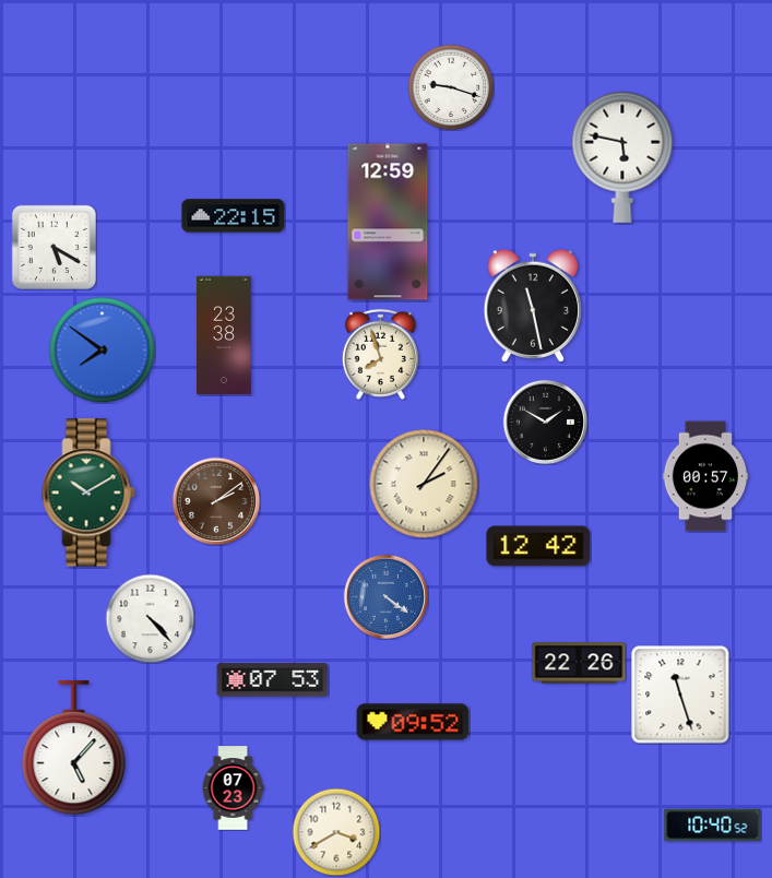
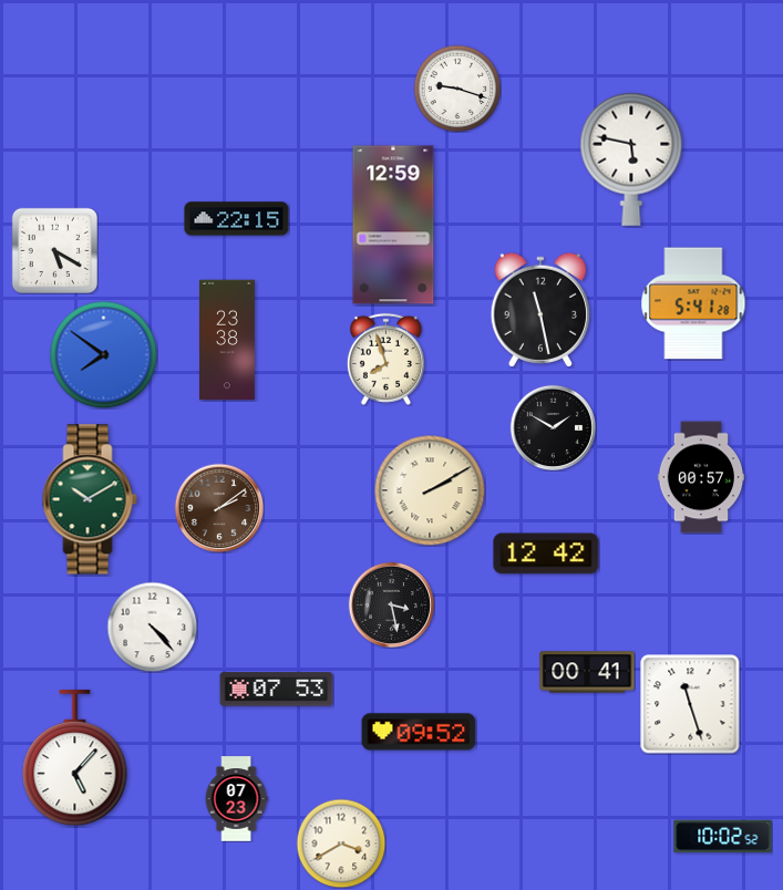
clock at (693, 303): none -> 5:41
clock at (705, 476) position: (705, 476) -> (701, 477)
clock at (424, 484): 2:06 -> 2:10
clock at (385, 596): 4:21 -> 3:28
clock at (385, 596) dial: blue -> black
clock at (579, 663): 22:26 -> 00:41
clock at (713, 826): 10:40 -> 10:02
